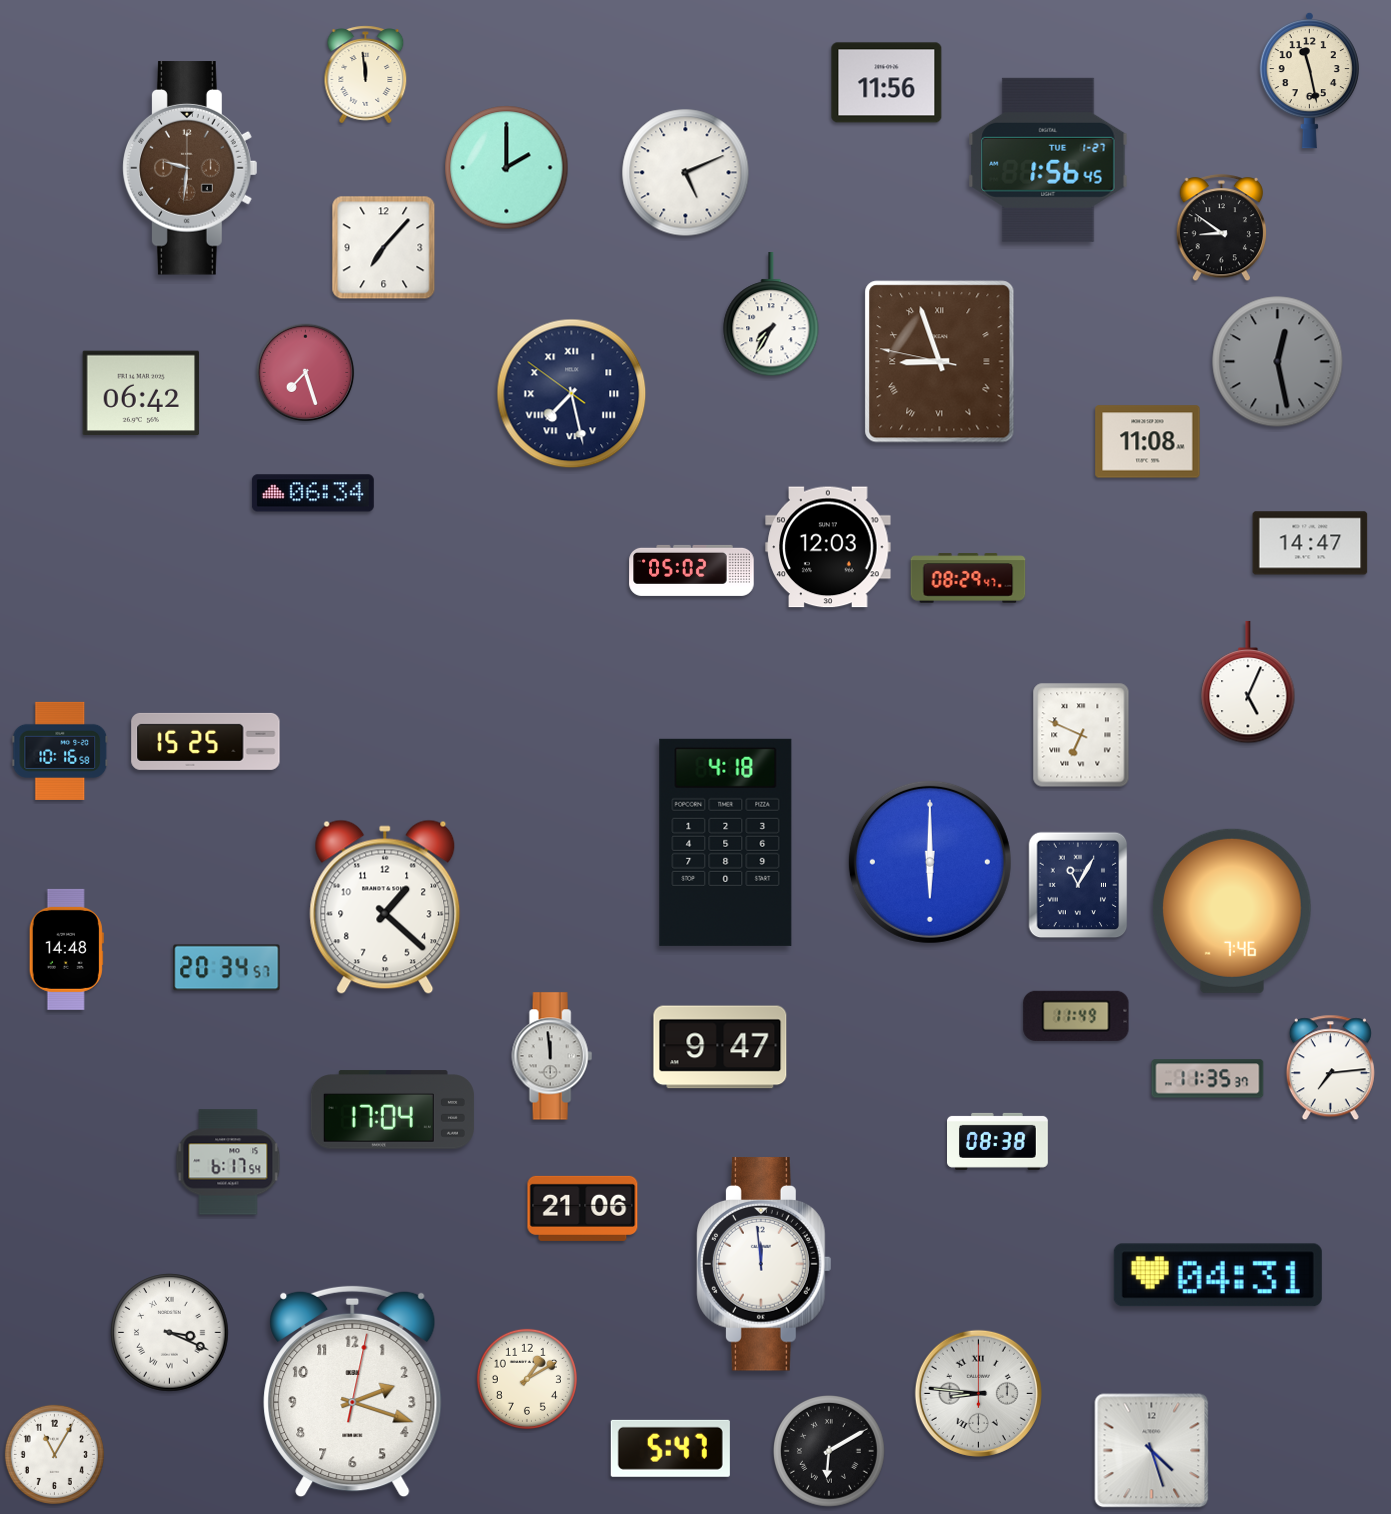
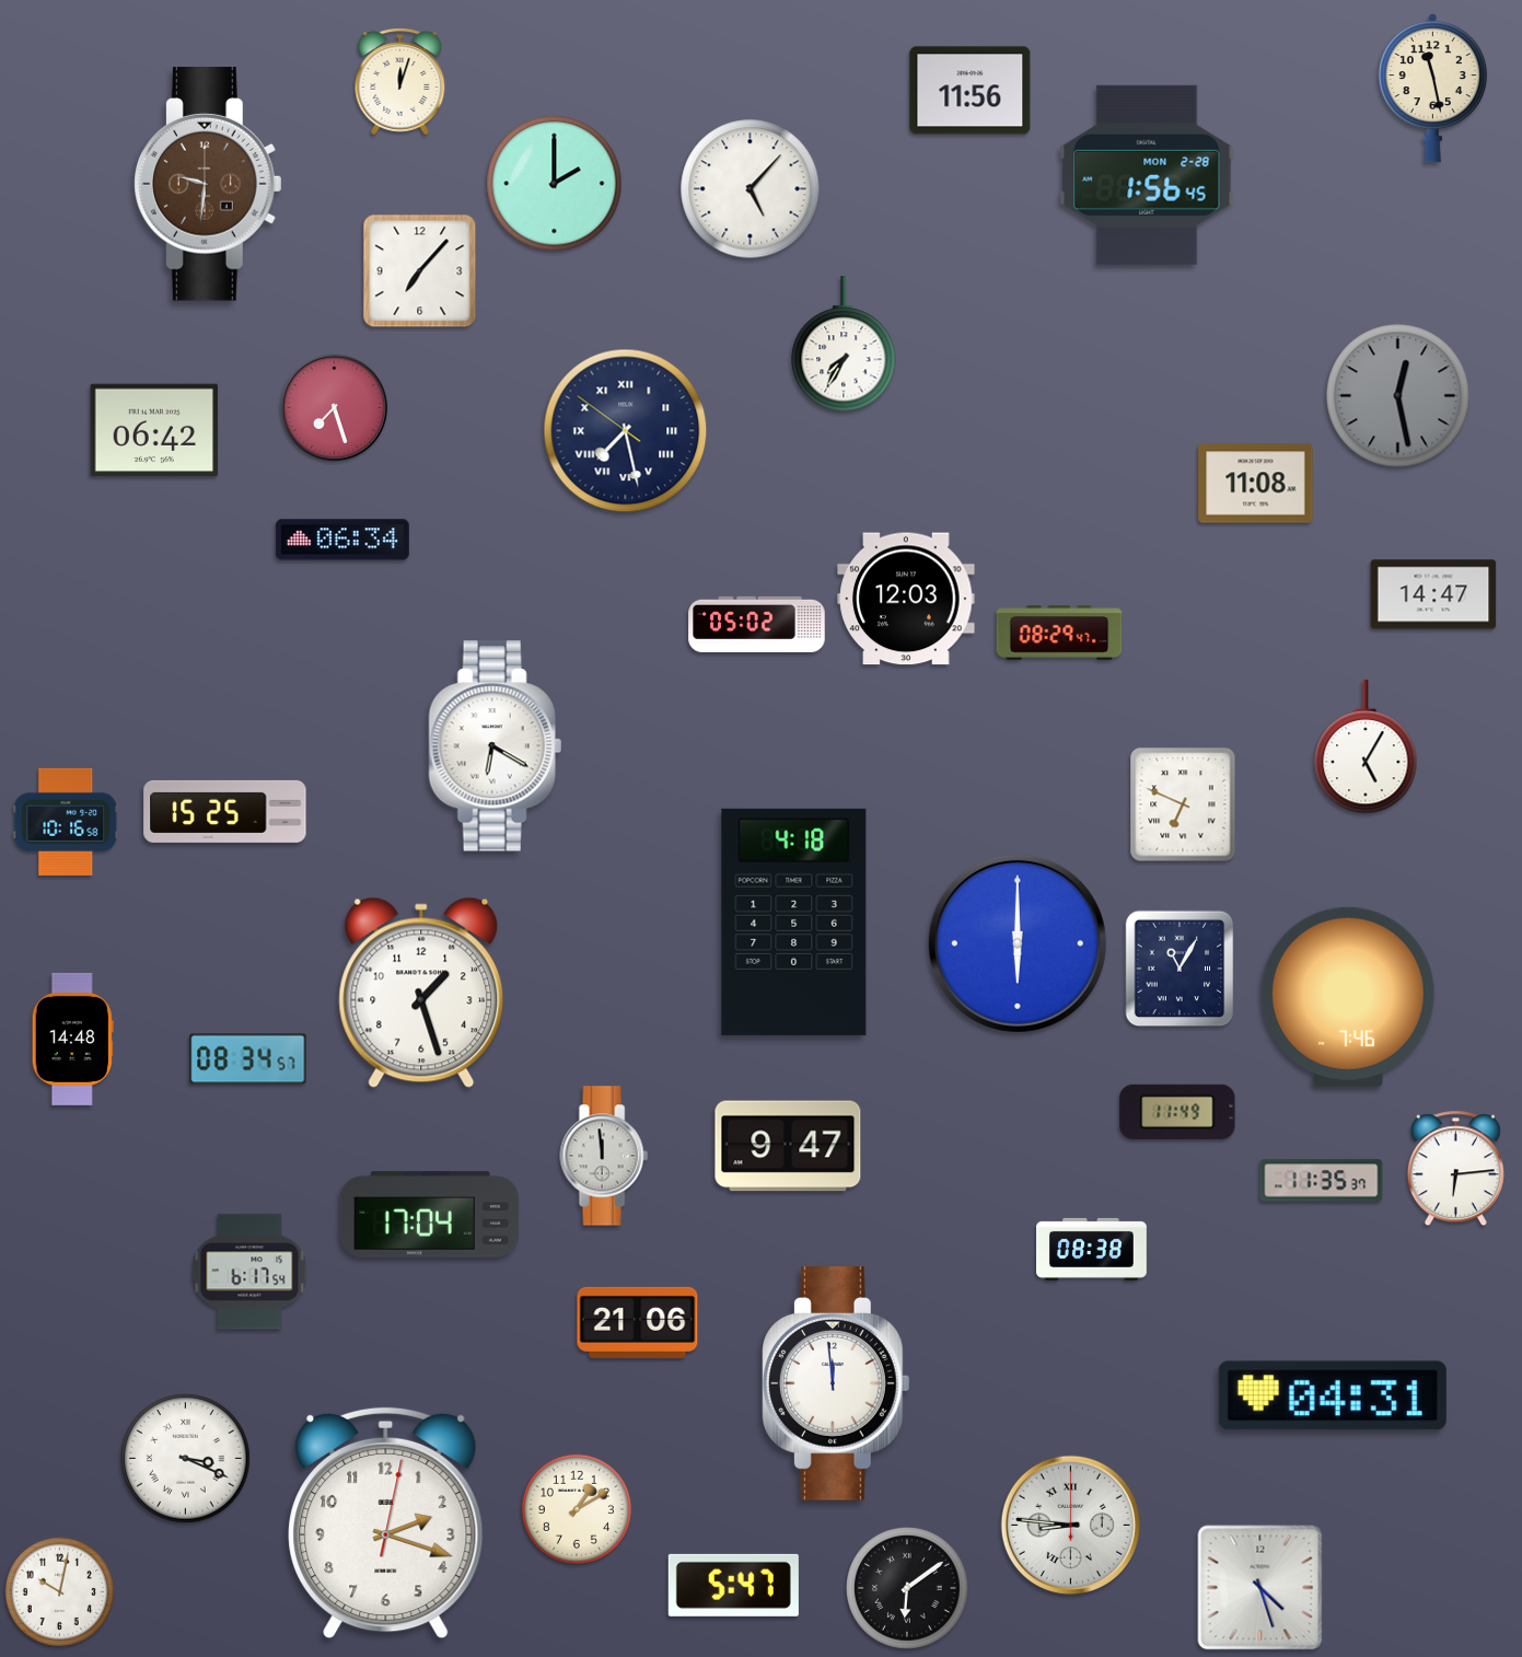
clock at (366, 75): 11:59 -> 12:03
clock at (1048, 160) date: TUE 1-27 -> MON 2-28
clock at (686, 173): 5:11 -> 5:07
clock at (1221, 228): 8:51 -> none
clock at (940, 362): 8:56 -> none
clock at (495, 746): none -> 6:20
clock at (1248, 682): 5:04 -> 5:05
clock at (385, 907): 1:22 -> 1:27
clock at (227, 968): 20:34 -> 08:34
clock at (1330, 1068): 7:14 -> 6:14
clock at (830, 1452): 6:10 -> 6:09
clock at (54, 1454): 11:05 -> 10:02
